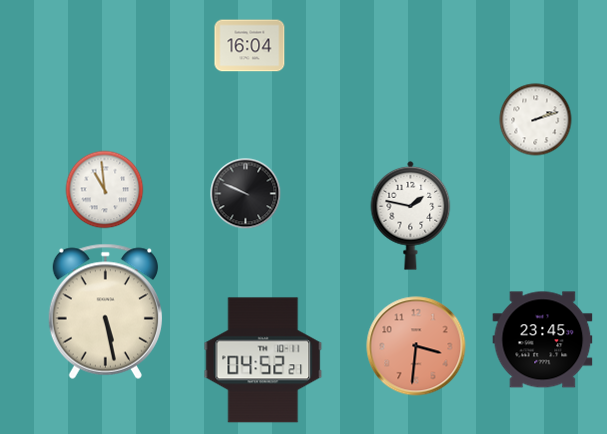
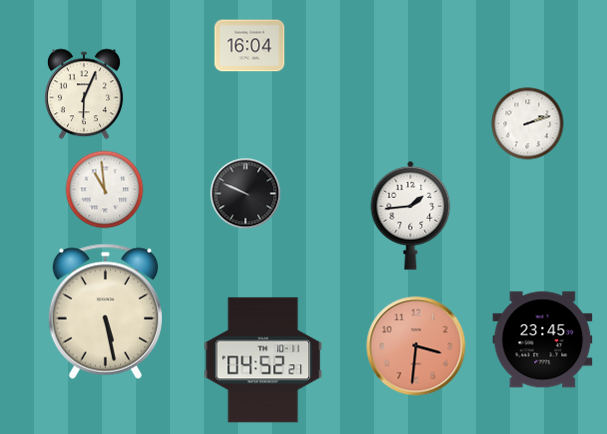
clock at (84, 94): none -> 6:04
clock at (536, 120) position: (536, 120) -> (528, 124)
clock at (411, 215): 1:47 -> 1:44
